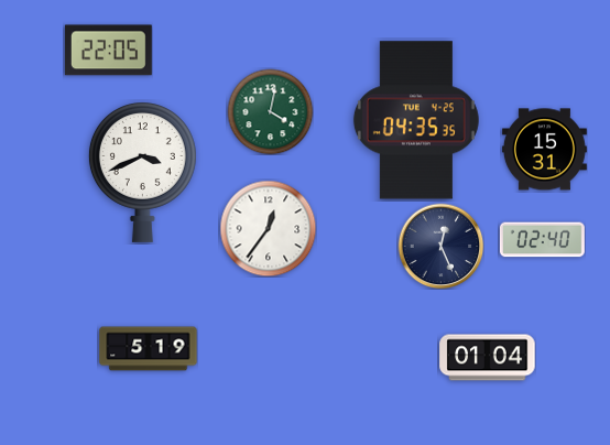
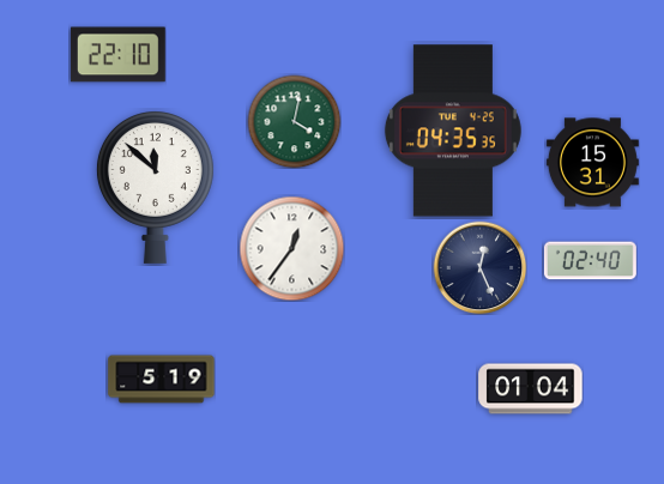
clock at (108, 51): 22:05 -> 22:10
clock at (142, 173): 3:41 -> 11:52
